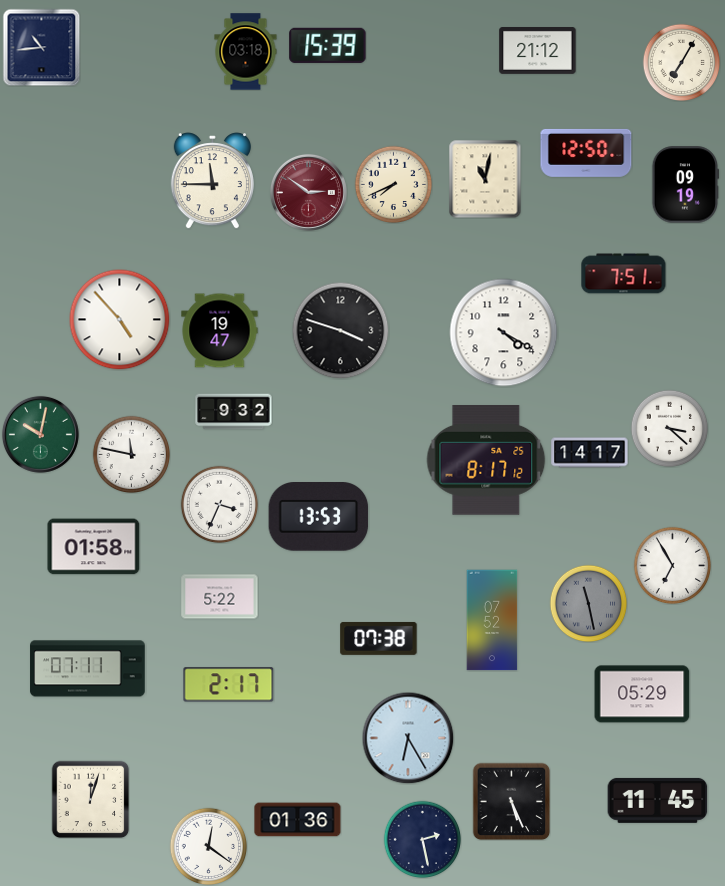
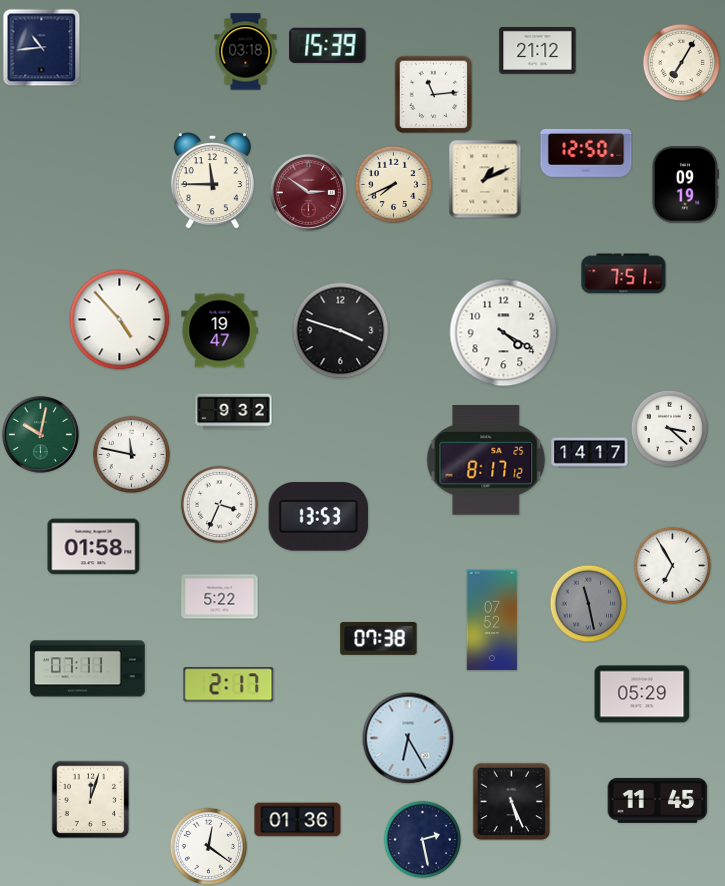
clock at (433, 94): none -> 11:14
clock at (485, 179): 11:02 -> 1:11
